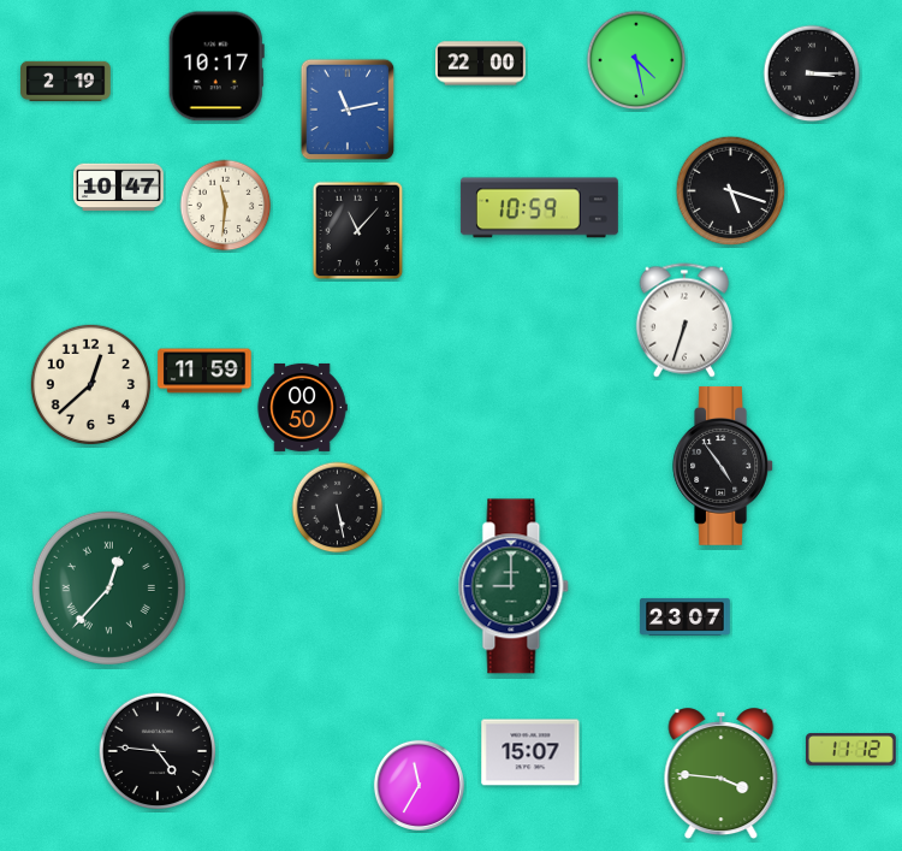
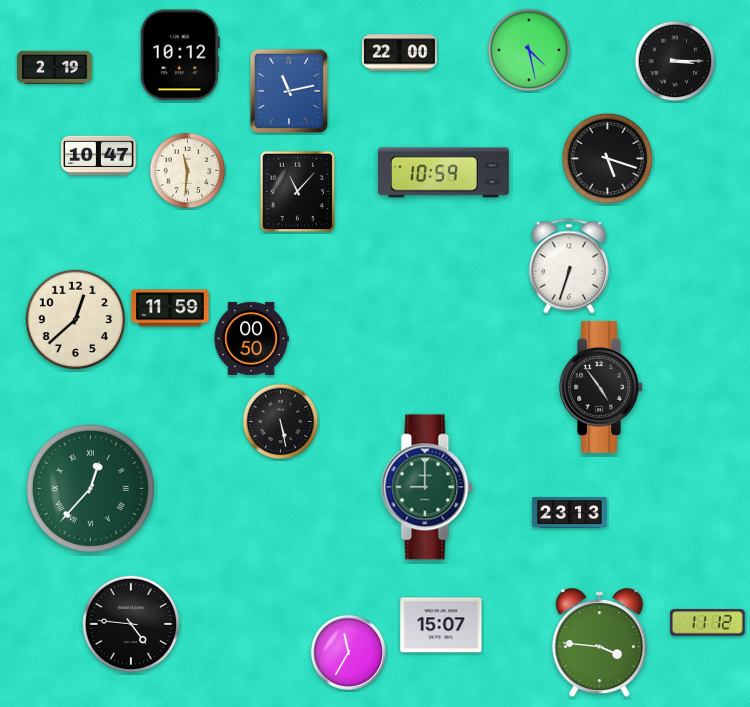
clock at (216, 66): 10:17 -> 10:12
clock at (539, 208) position: (539, 208) -> (443, 173)
clock at (686, 616): 23:07 -> 23:13
